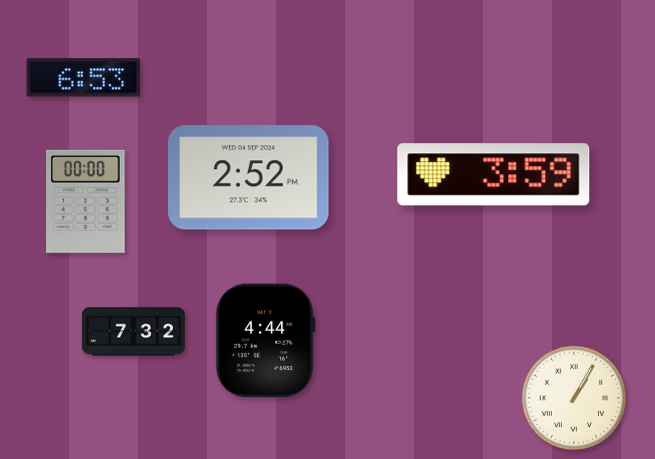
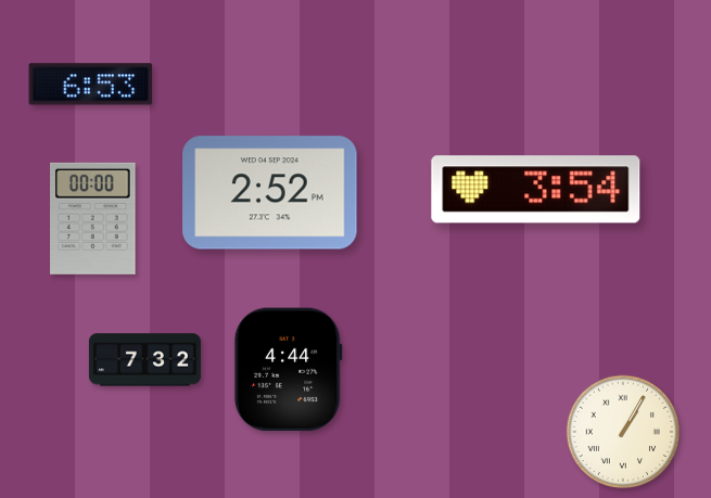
clock at (494, 175): 3:59 -> 3:54
